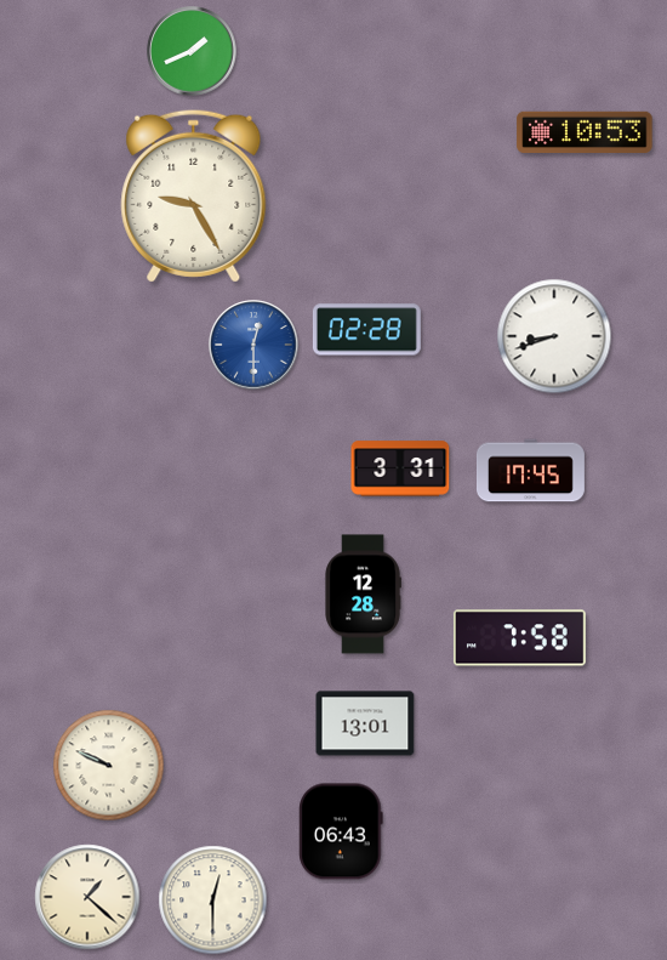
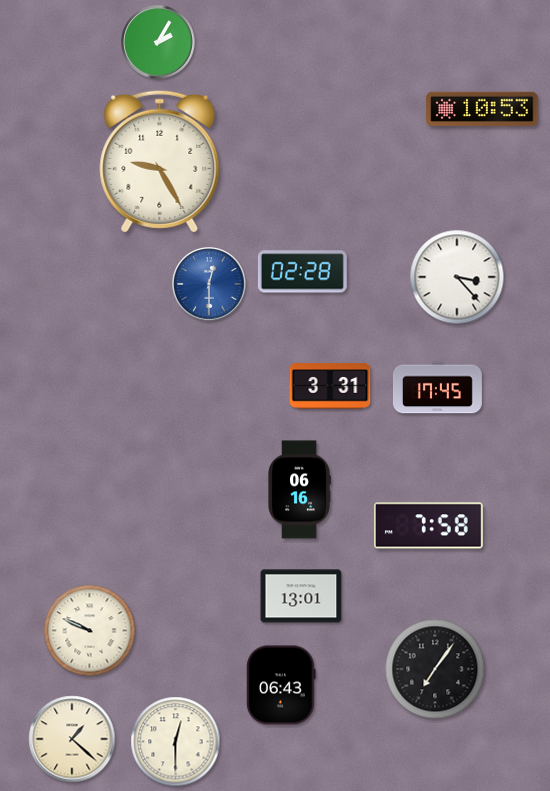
clock at (192, 51): 1:41 -> 2:05
clock at (554, 336): 8:42 -> 3:23
clock at (363, 595): 12:28 -> 06:16
clock at (435, 669): none -> 7:06
